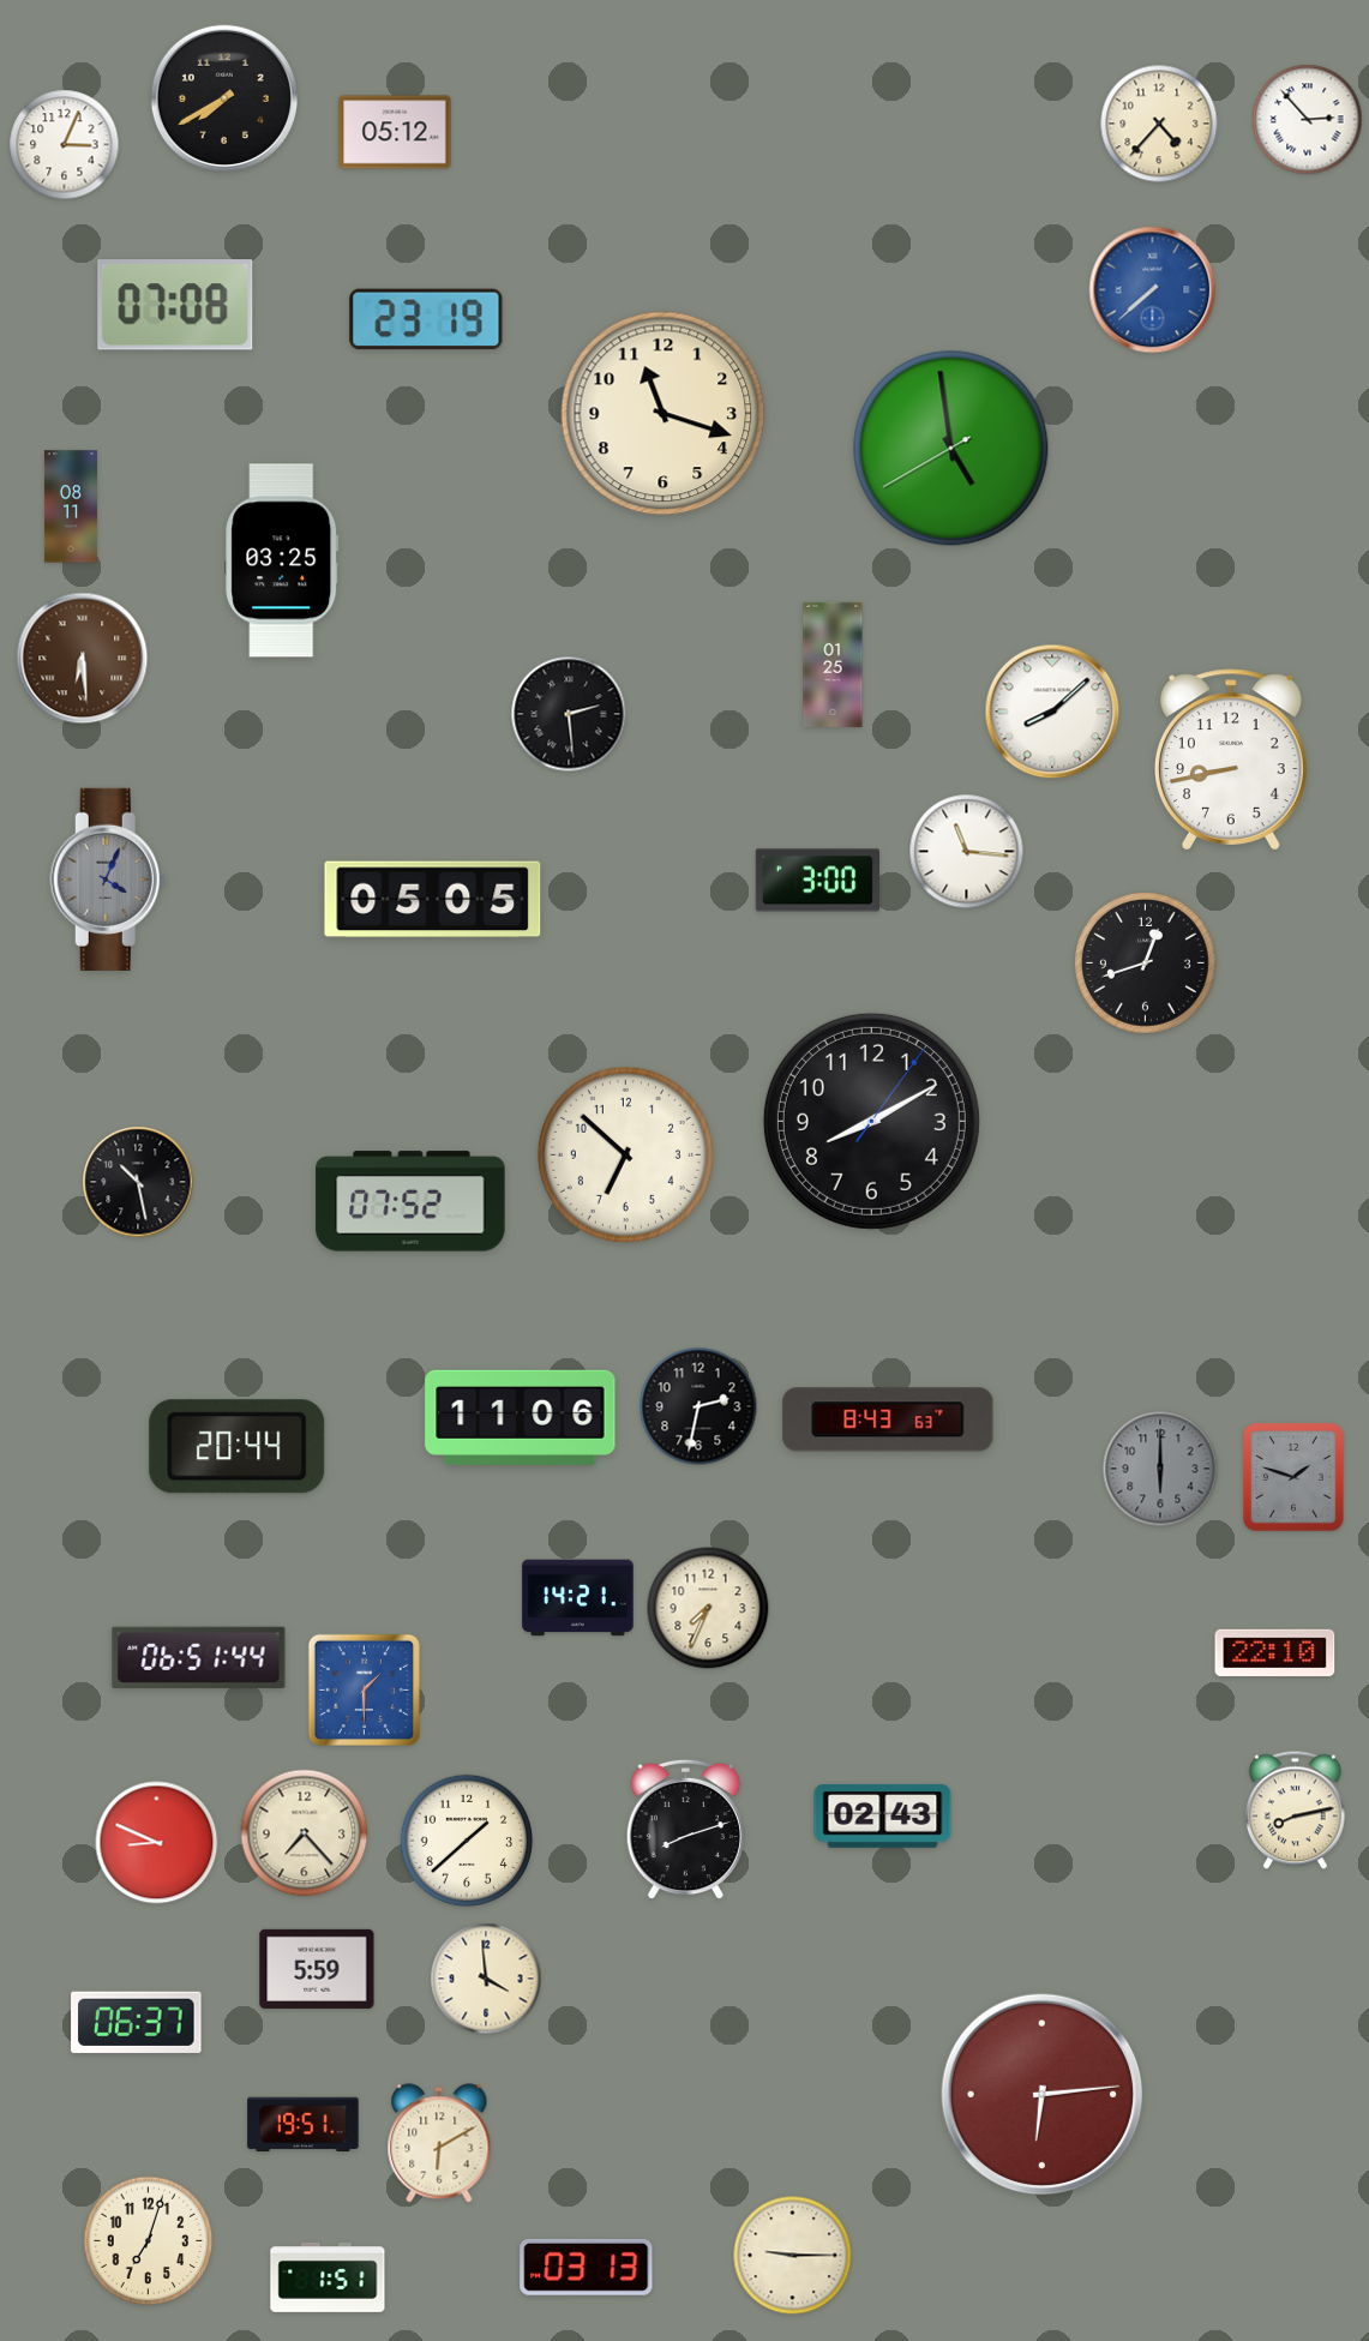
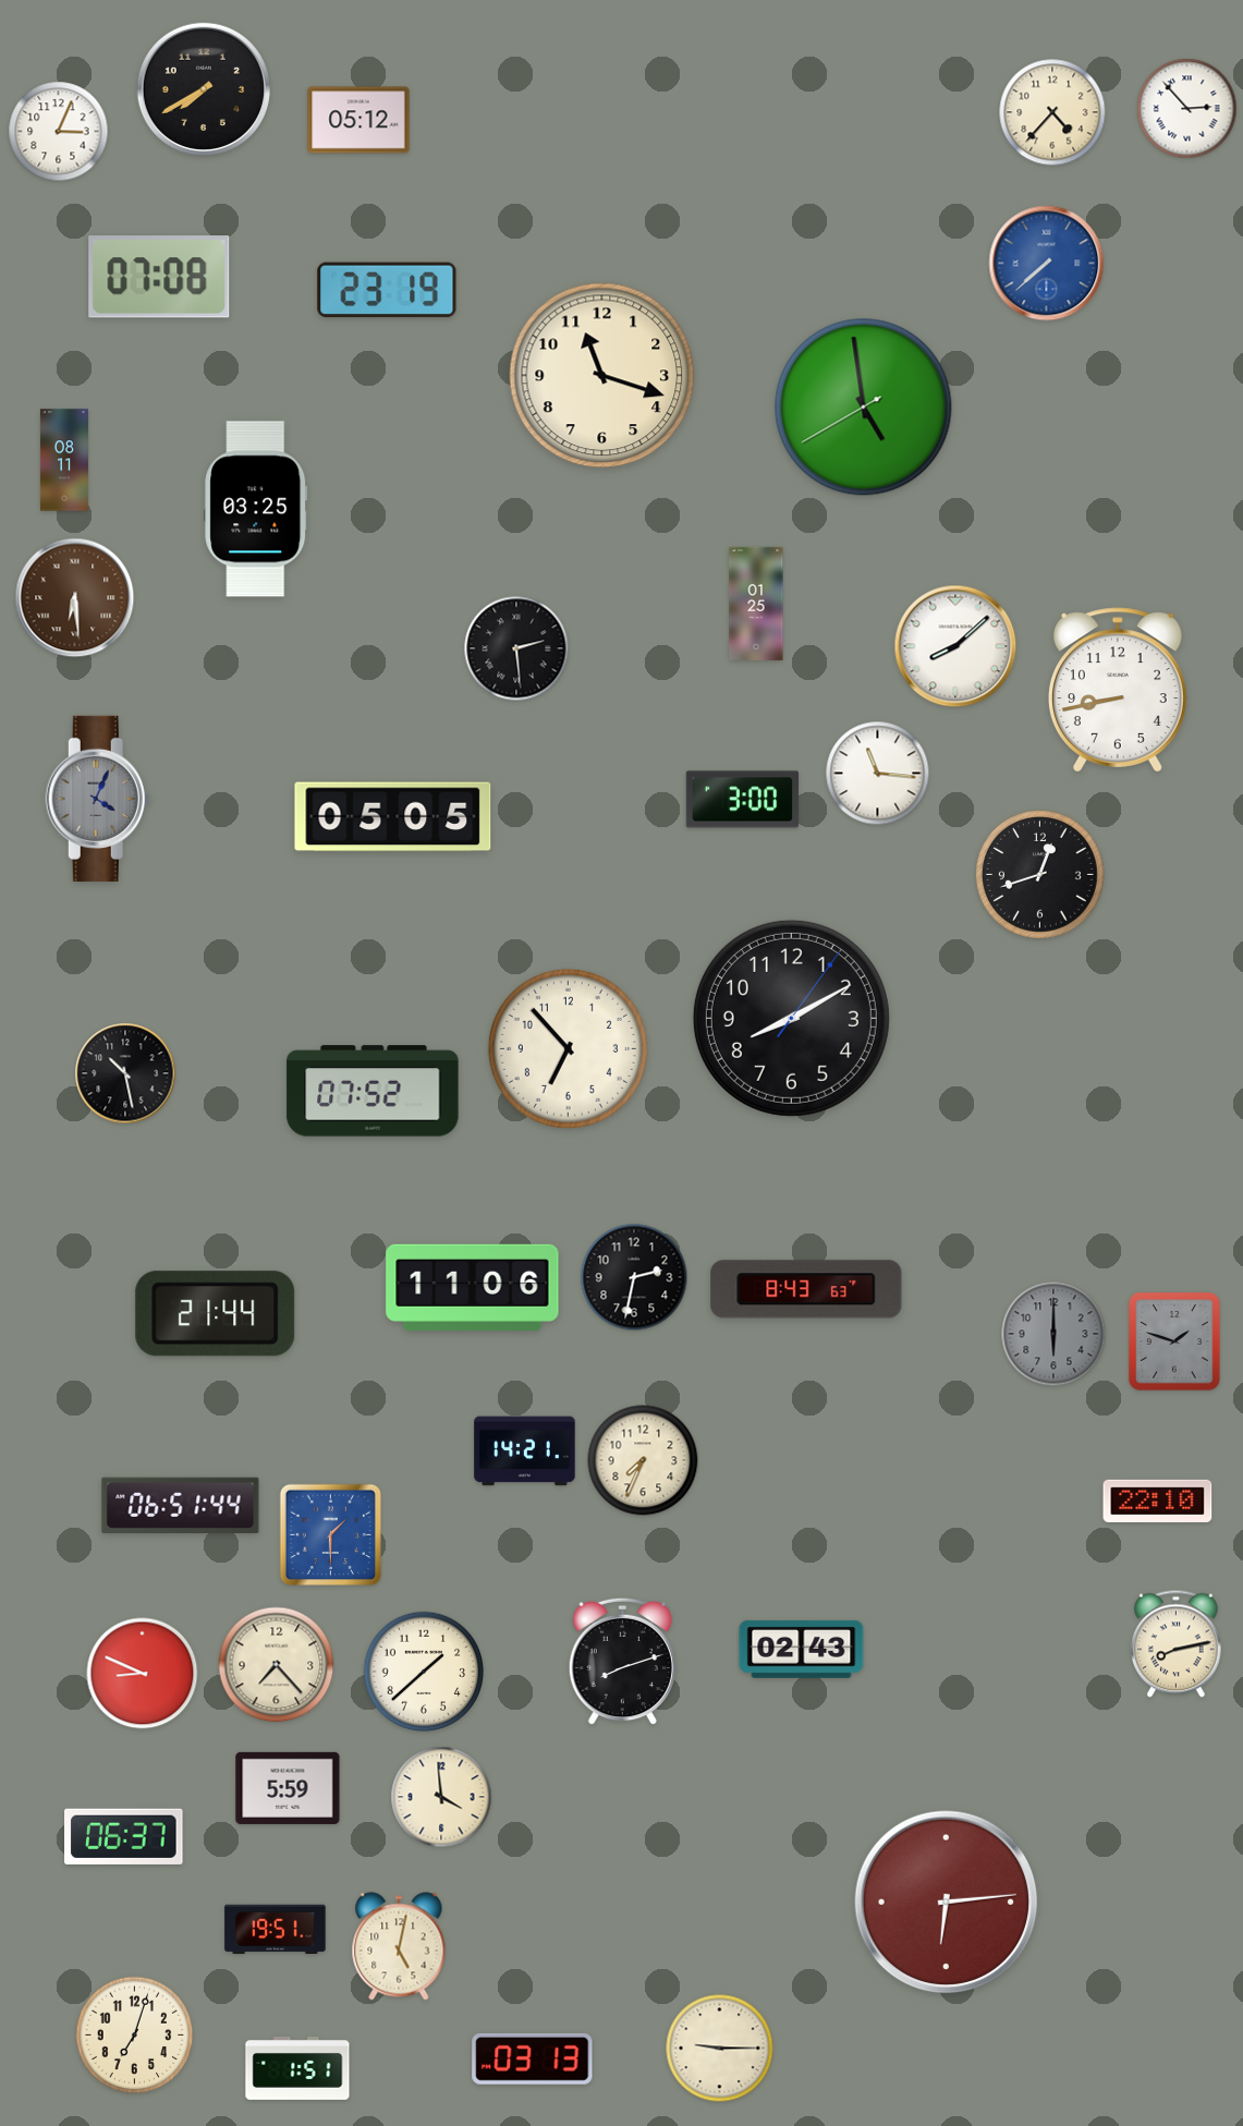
clock at (625, 1154): 6:52 -> 6:53
clock at (238, 1447): 20:44 -> 21:44
clock at (439, 2143): 6:10 -> 5:02
